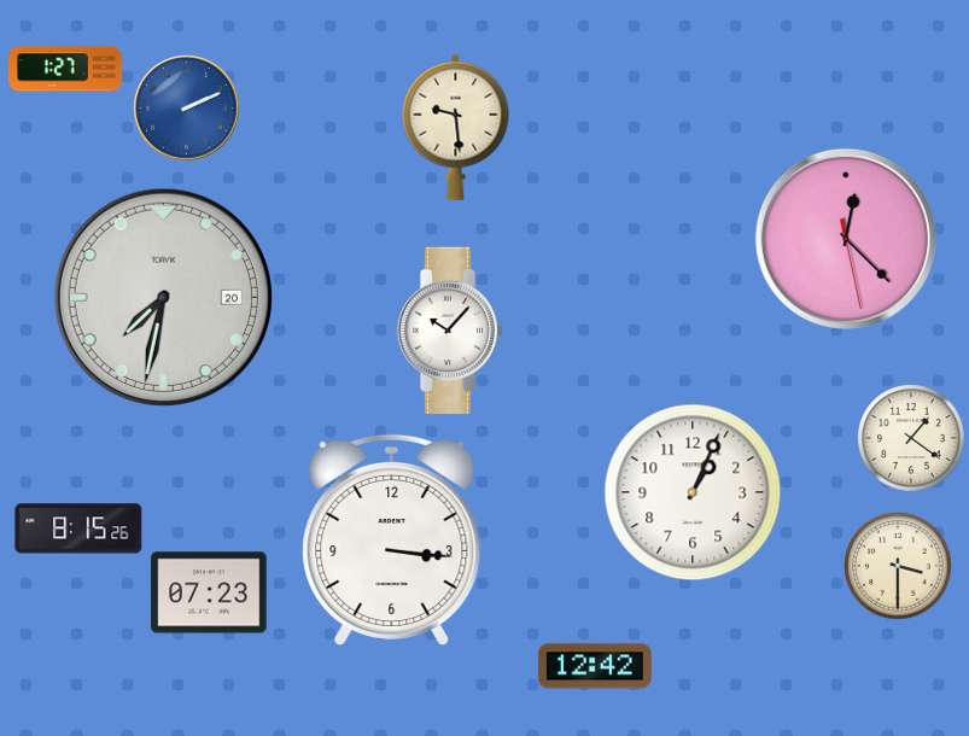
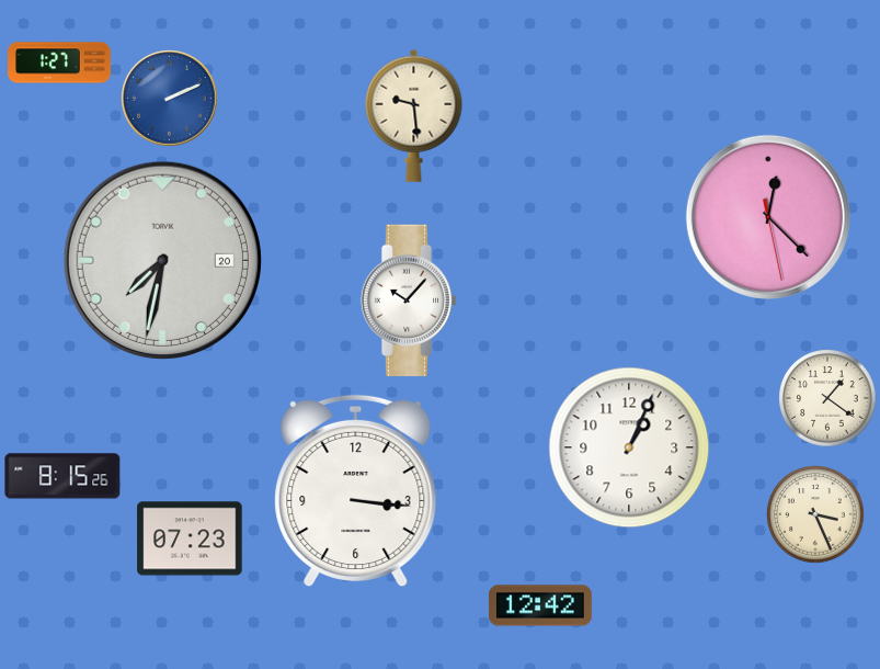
clock at (163, 297) position: (163, 297) -> (162, 260)
clock at (78, 528) position: (78, 528) -> (62, 476)
clock at (898, 566): 3:30 -> 3:26
